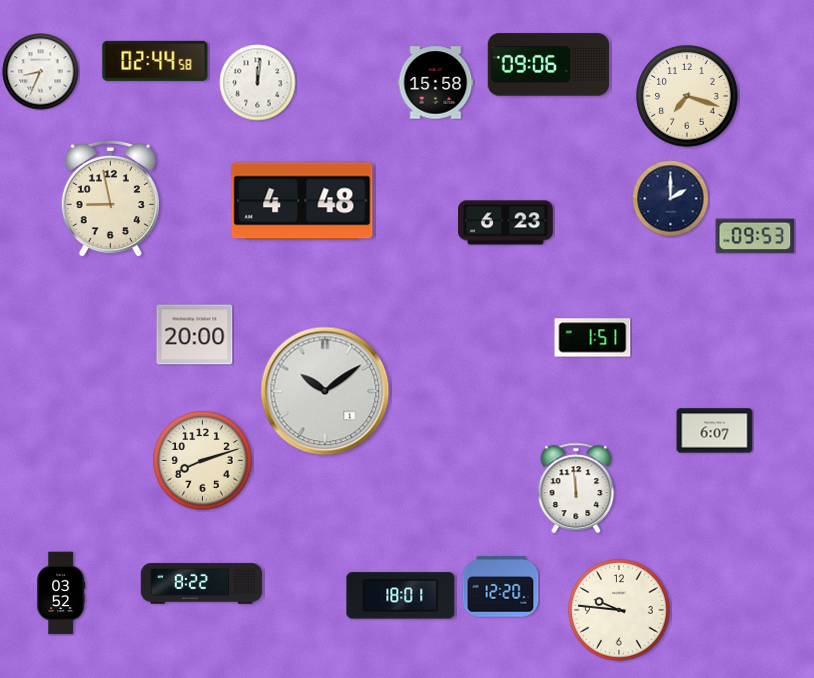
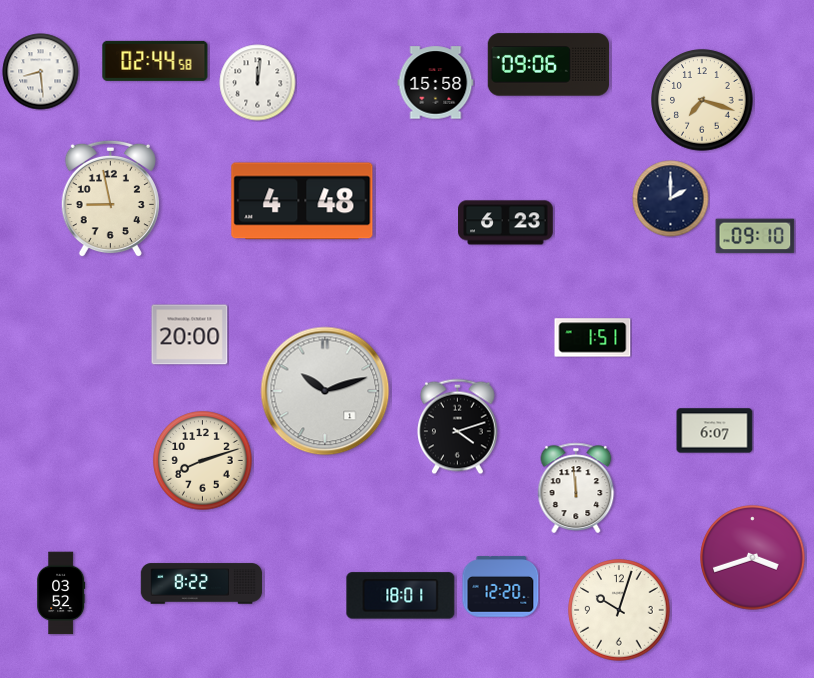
clock at (41, 72): 8:34 -> 8:29
clock at (687, 96) position: (687, 96) -> (702, 100)
clock at (755, 236): 09:53 -> 09:10
clock at (195, 335) position: (195, 335) -> (190, 335)
clock at (325, 391): 10:09 -> 10:12
clock at (458, 427): none -> 4:12
clock at (753, 558): none -> 3:42
clock at (619, 610): 9:46 -> 10:03
